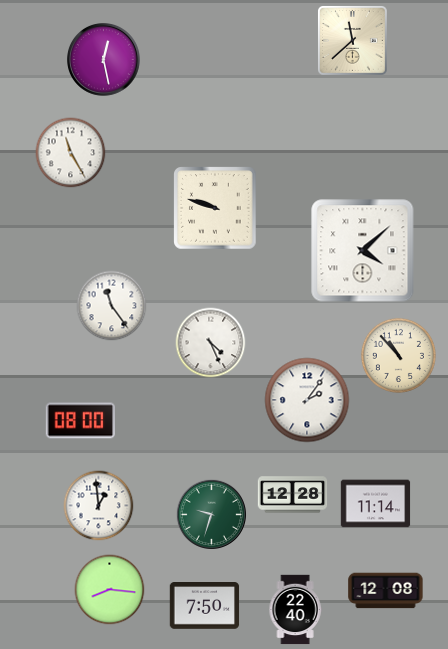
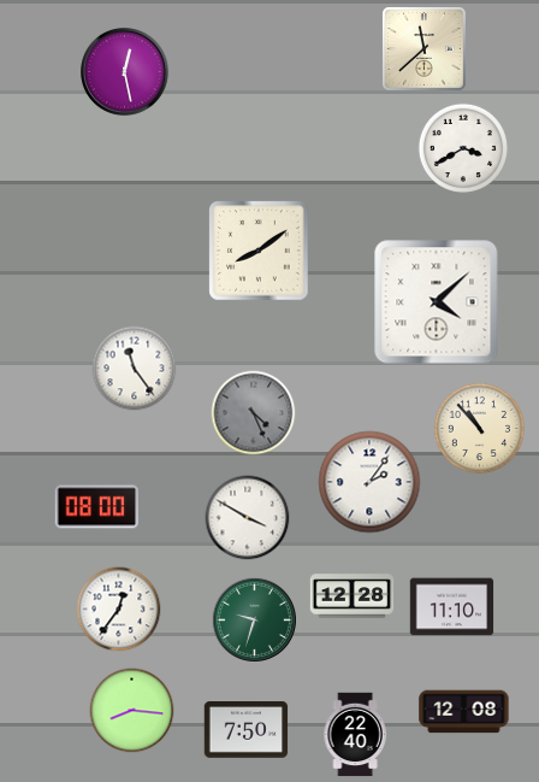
clock at (462, 147): none -> 3:40
clock at (71, 153): 11:25 -> none
clock at (215, 208): 9:48 -> 8:09
clock at (211, 343) dial: white -> grey
clock at (248, 518): none -> 3:50
clock at (376, 504): 11:14 -> 11:10
clock at (99, 506): 12:59 -> 12:36
